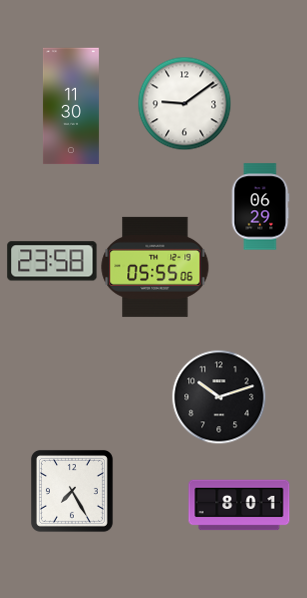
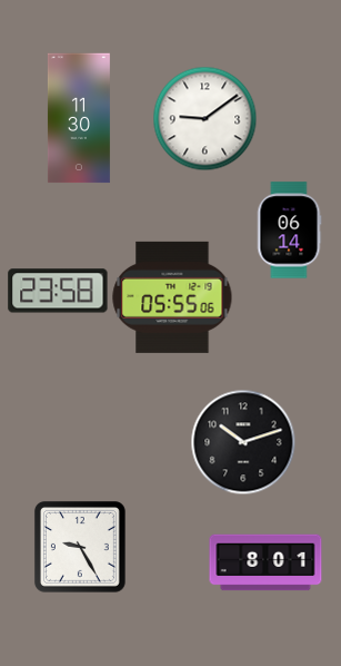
clock at (184, 103) position: (184, 103) -> (204, 118)
clock at (260, 207): 06:29 -> 06:14
clock at (72, 491): 7:25 -> 9:25
